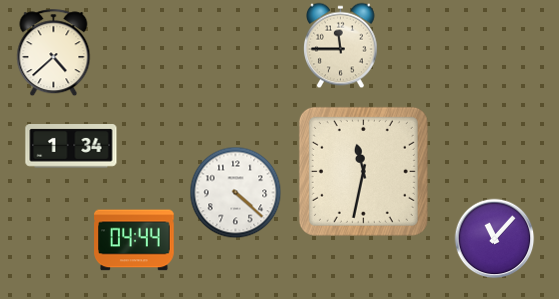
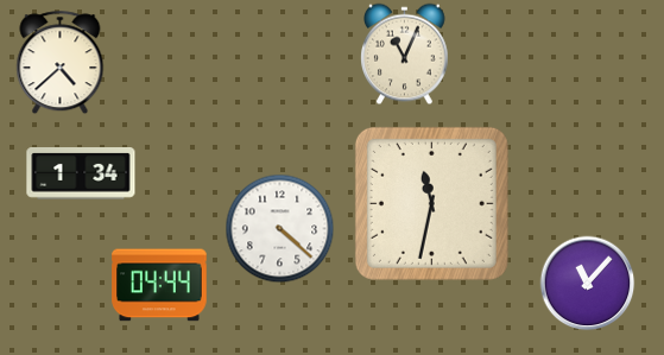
clock at (341, 45): 11:45 -> 11:04
clock at (54, 52) position: (54, 52) -> (61, 62)
clock at (71, 146) position: (71, 146) -> (81, 173)
